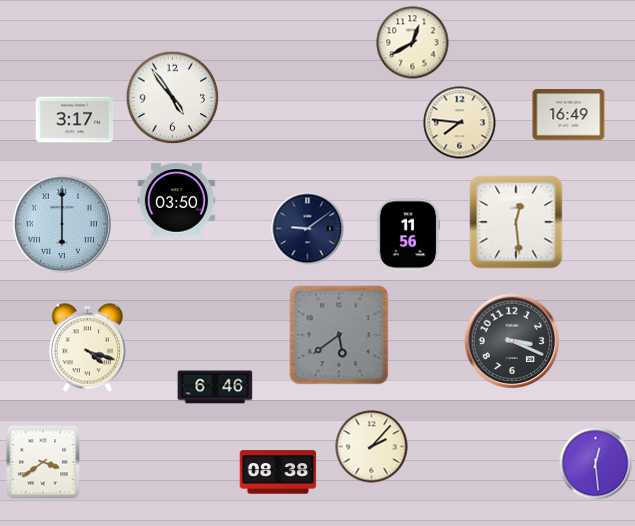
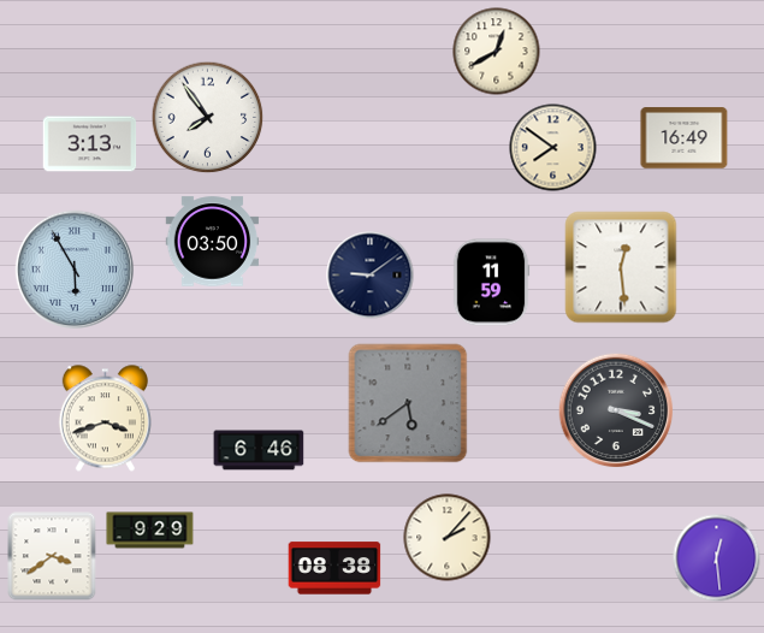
clock at (173, 98): 4:54 -> 7:54
clock at (75, 120): 3:17 -> 3:13
clock at (460, 123): 7:46 -> 7:51
clock at (61, 223): 6:00 -> 5:55
clock at (408, 235): 11:56 -> 11:59
clock at (87, 348): 4:18 -> 3:42
clock at (215, 387) position: (215, 387) -> (259, 450)
clock at (150, 531): none -> 9:29
